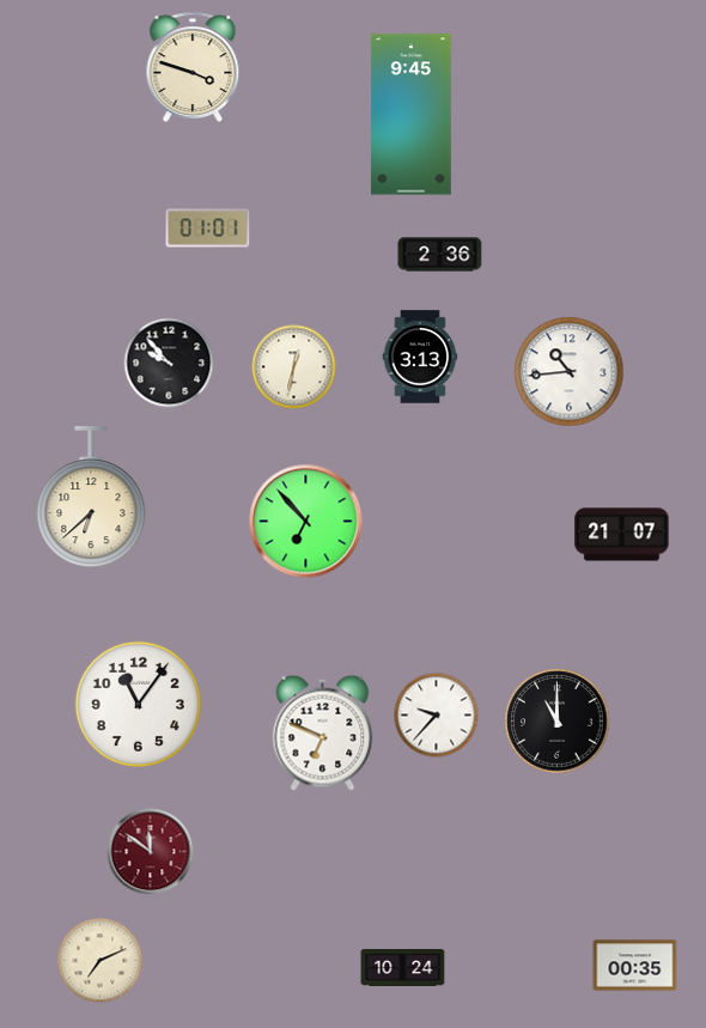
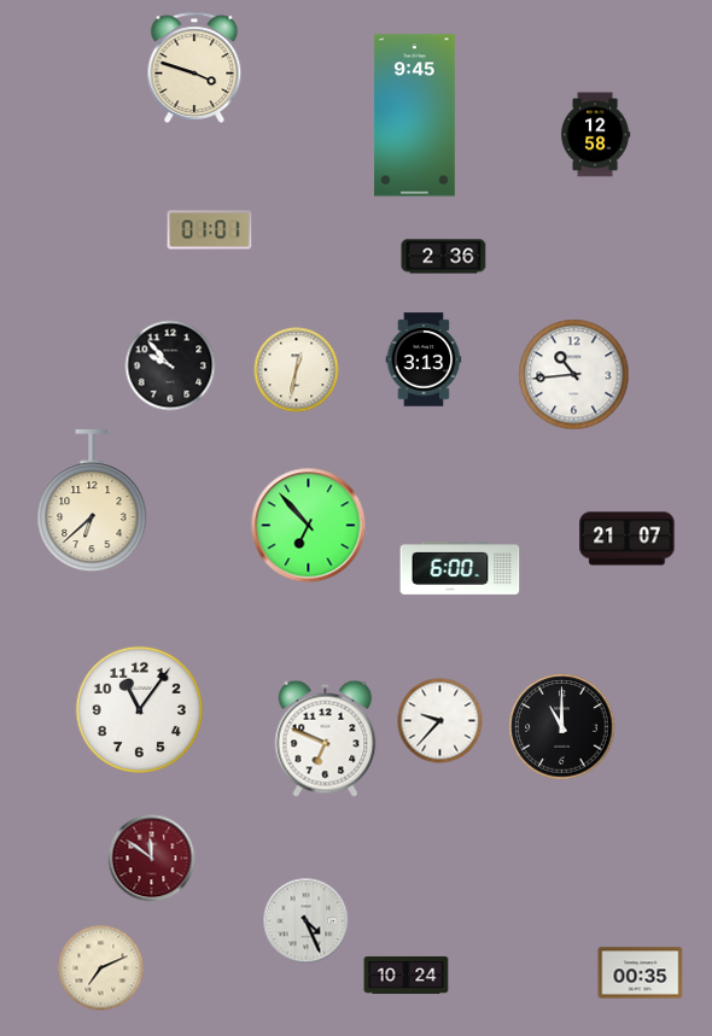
clock at (595, 135): none -> 12:58
clock at (460, 569): none -> 6:00
clock at (307, 921): none -> 4:26
